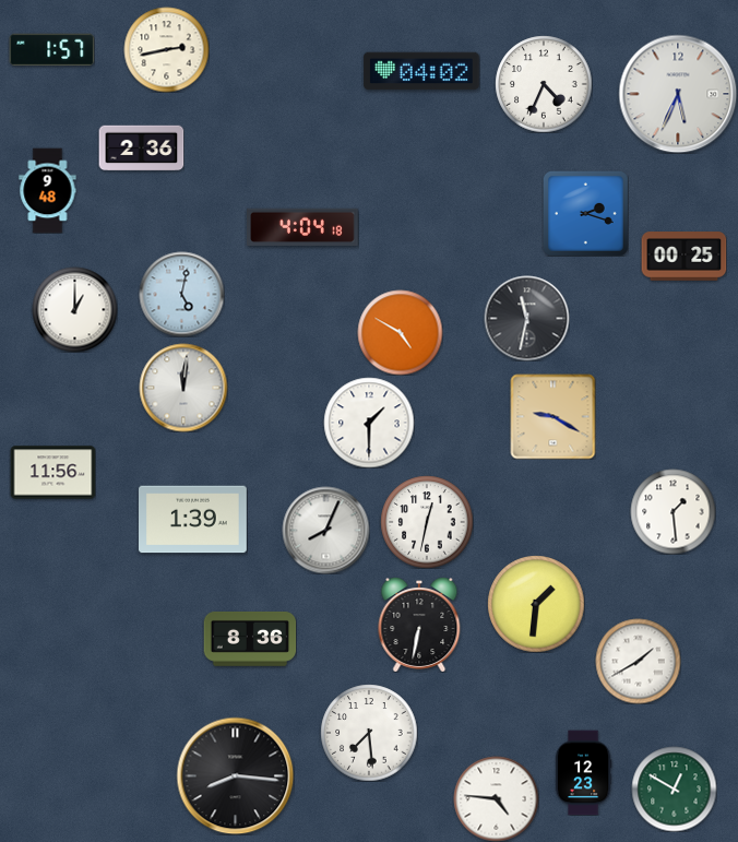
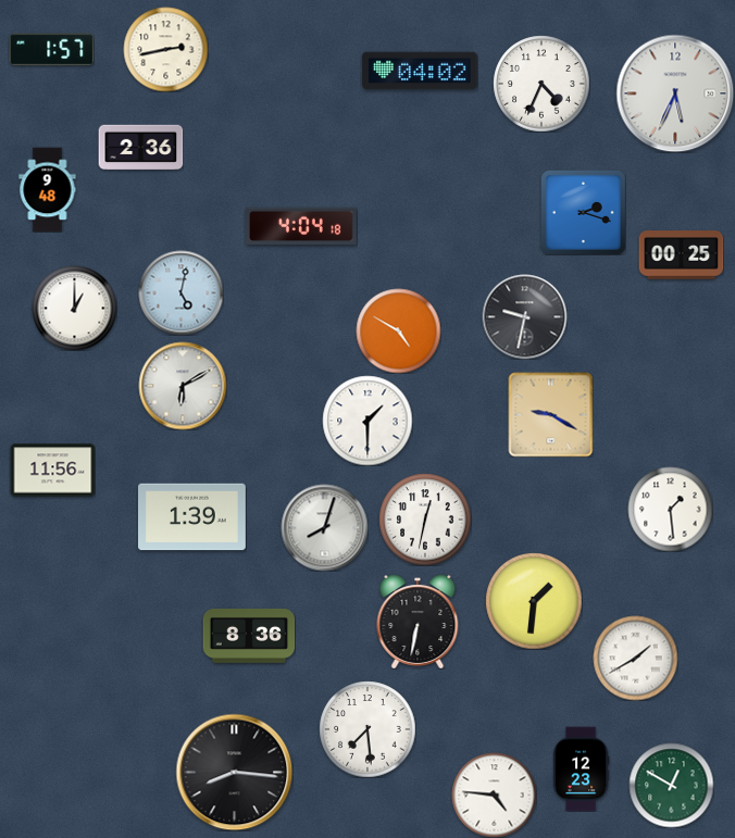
clock at (526, 318): 11:32 -> 9:32
clock at (183, 388): 12:01 -> 6:10
clock at (325, 530): 8:04 -> 8:03
